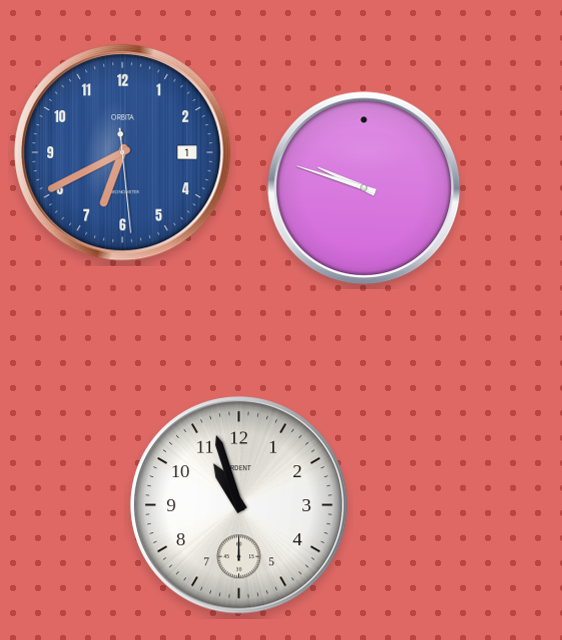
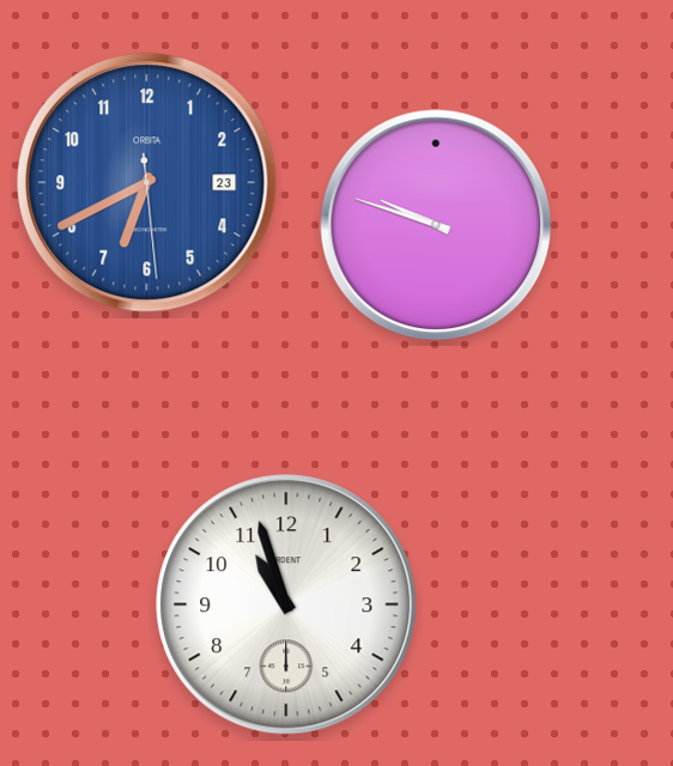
clock at (123, 153) date: 1 -> 23
